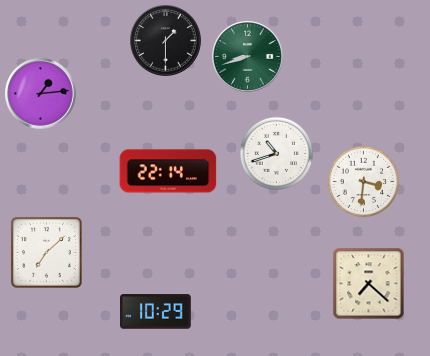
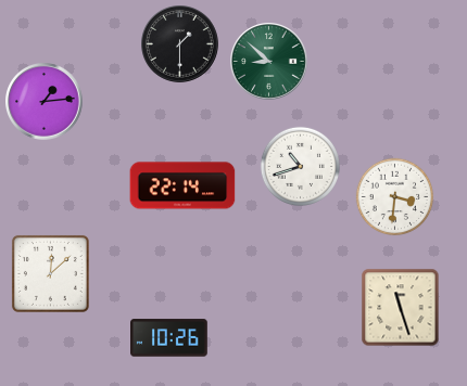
clock at (248, 57): 8:42 -> 8:52
clock at (46, 252): 7:08 -> 12:08
clock at (369, 284): 7:22 -> 11:27
clock at (156, 312): 10:29 -> 10:26
